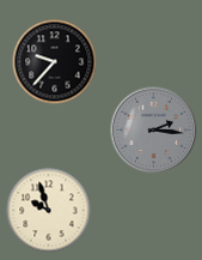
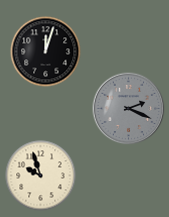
clock at (55, 62): 9:37 -> 12:03
clock at (154, 131): 2:16 -> 2:19
